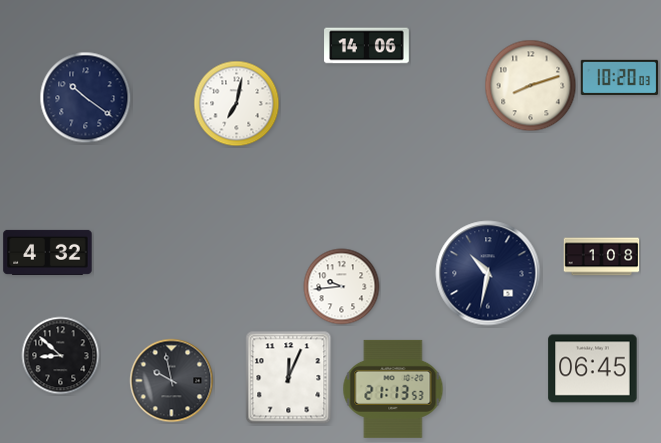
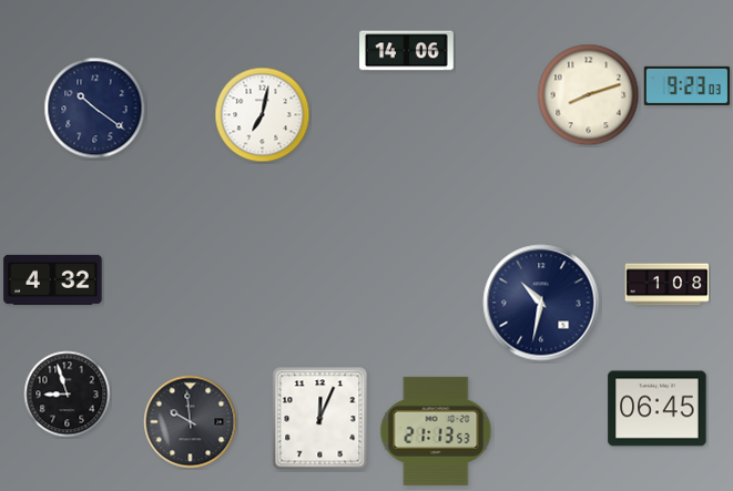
clock at (620, 77): 10:20 -> 9:23
clock at (342, 287): 9:44 -> none
clock at (61, 356): 8:52 -> 8:57
clock at (172, 381): 9:58 -> 9:59
